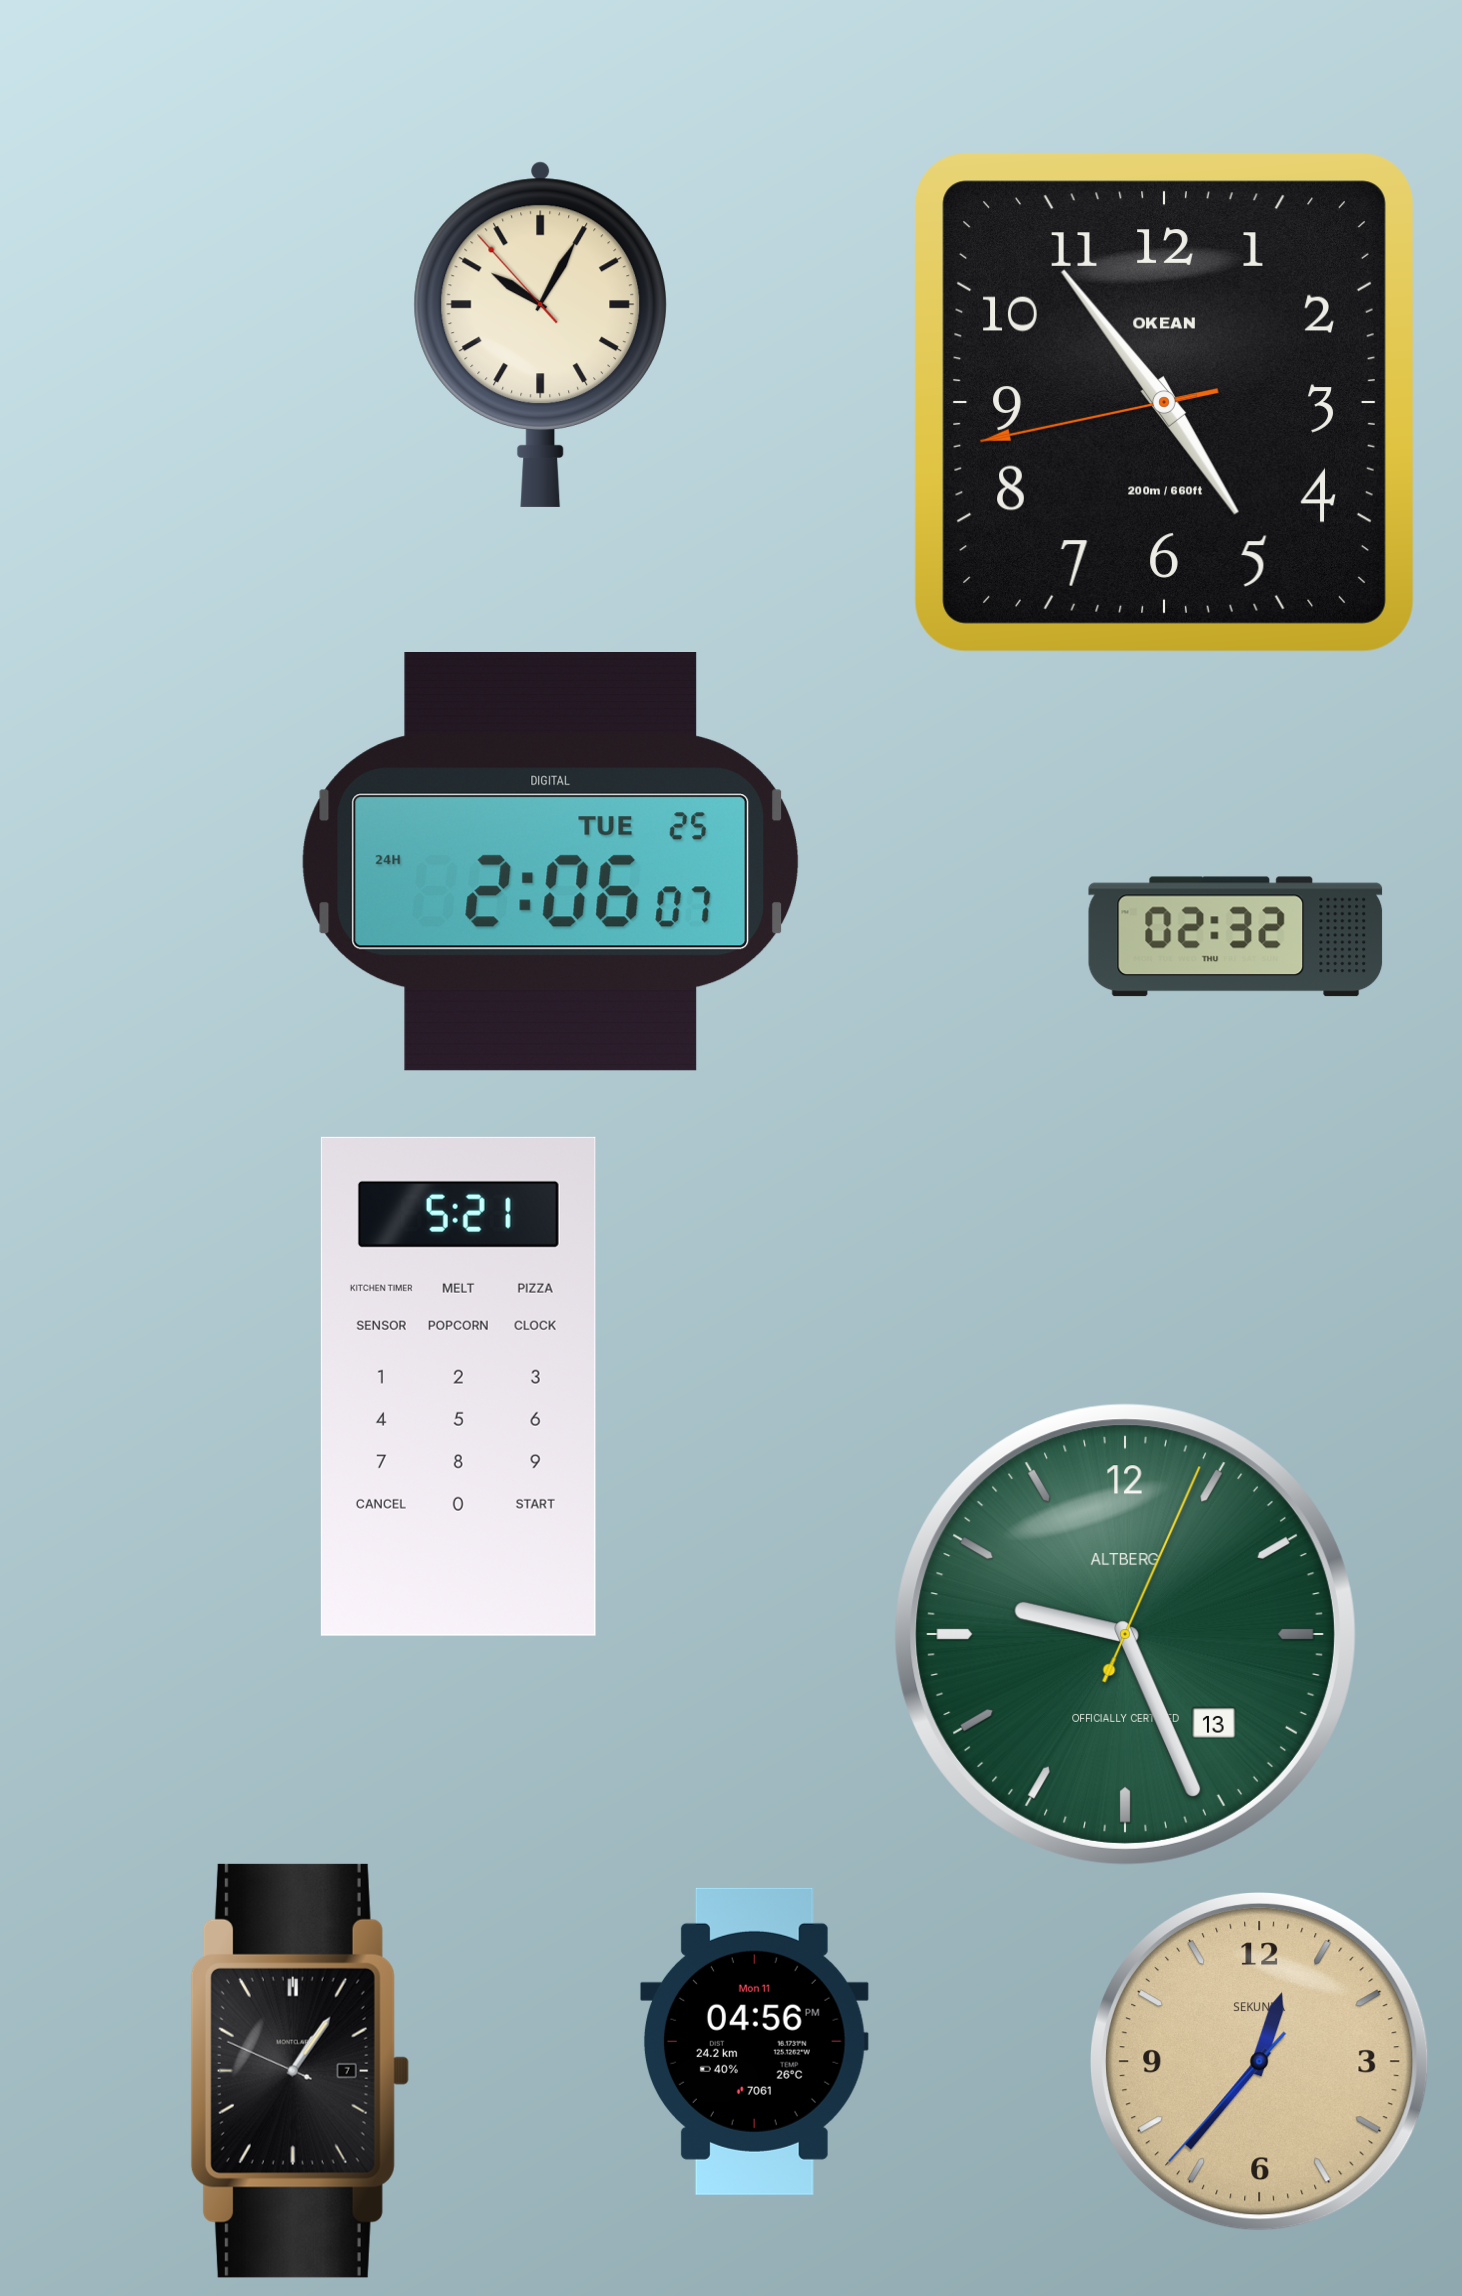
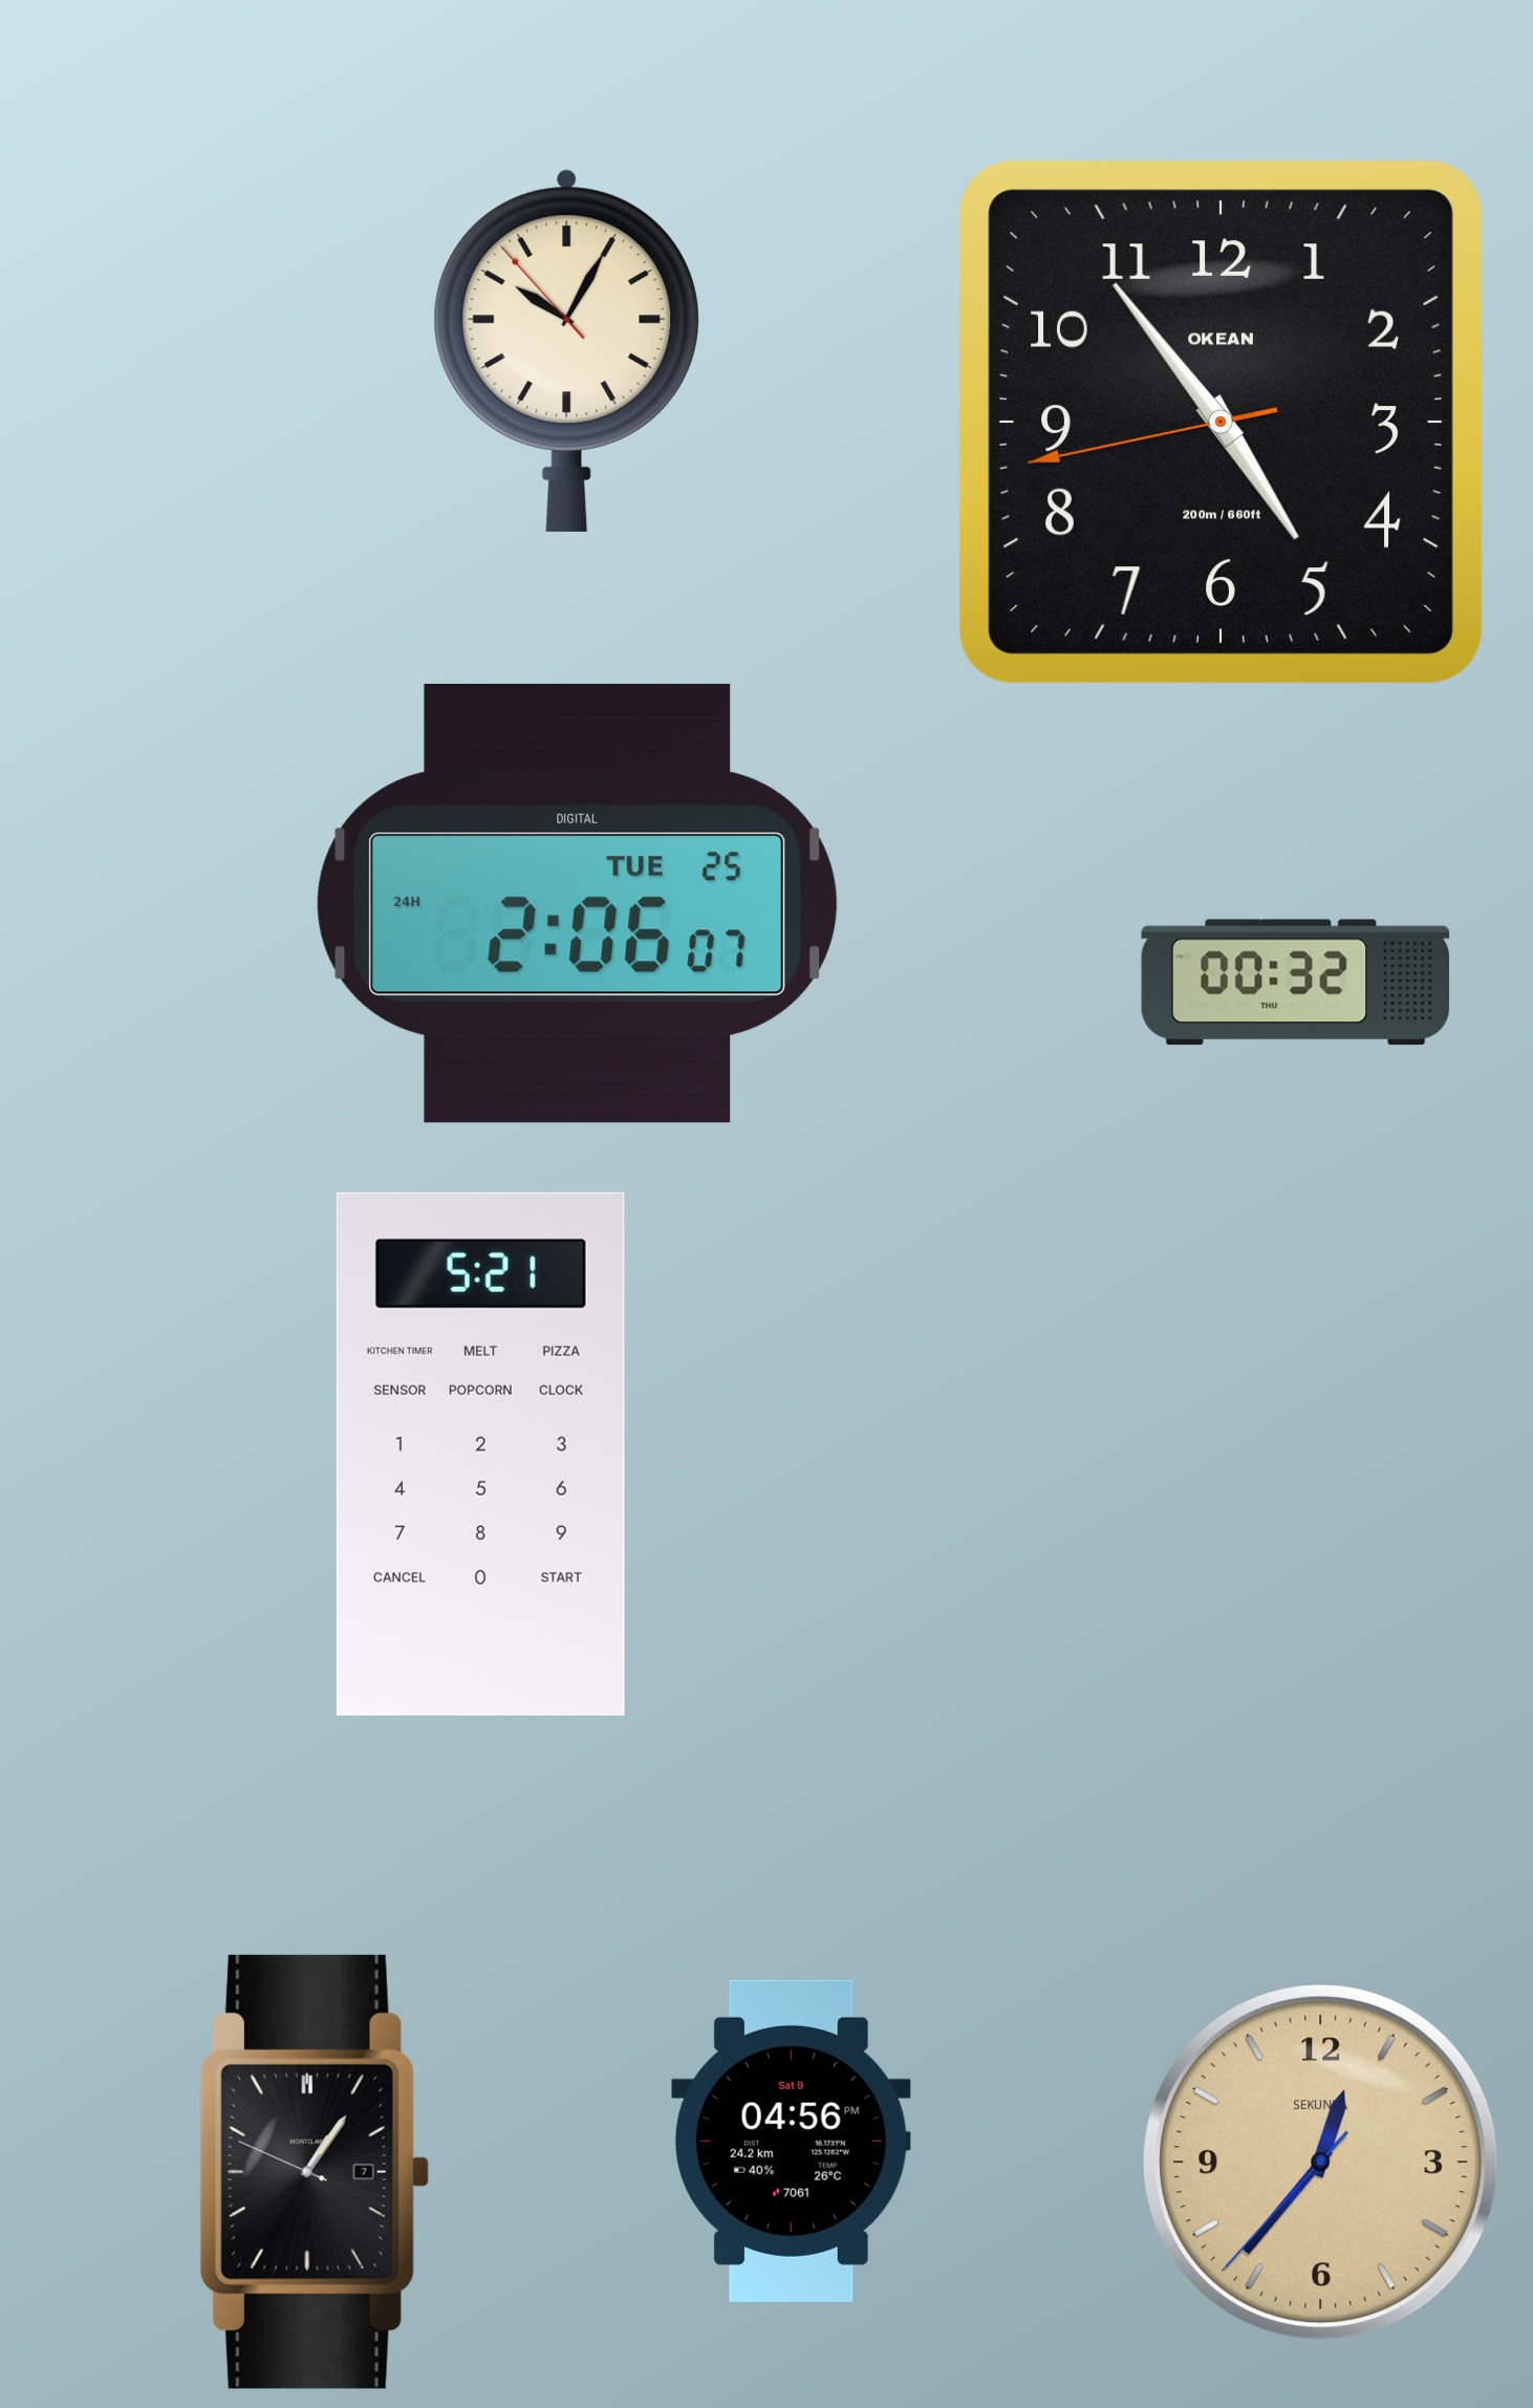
clock at (1236, 937): 02:32 -> 00:32
clock at (1125, 1634): 9:26 -> none
clock at (754, 2041) date: Mon 11 -> Sat 9
